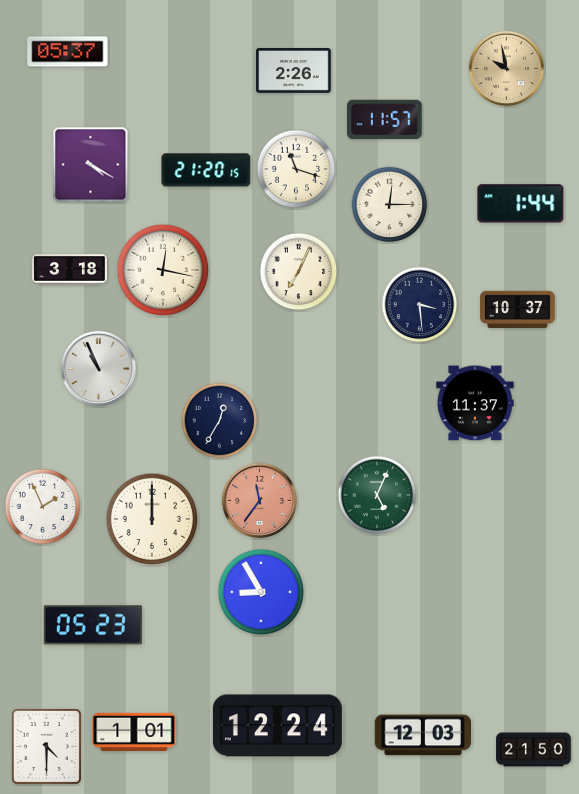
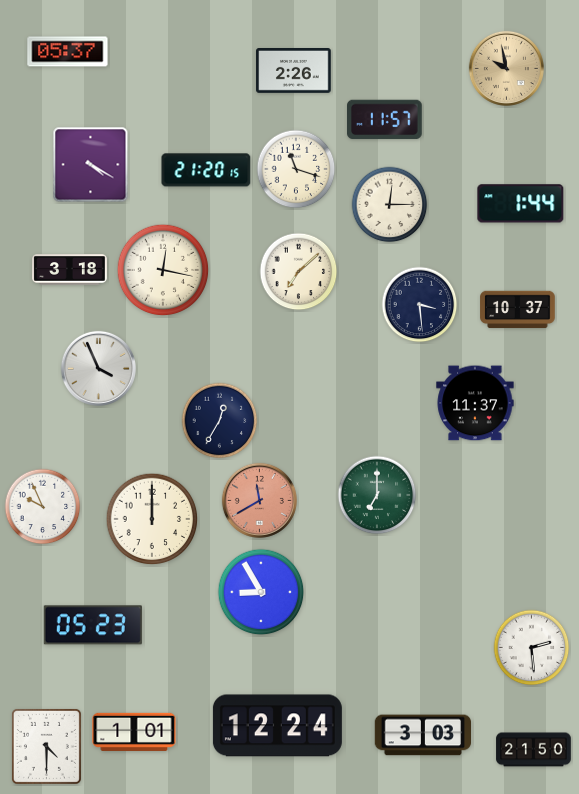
clock at (299, 272): 7:04 -> 7:08
clock at (98, 368): 10:56 -> 3:56
clock at (377, 495): 5:04 -> 7:00
clock at (259, 500): 11:36 -> 11:40
clock at (43, 507): 1:56 -> 9:56
clock at (532, 648): none -> 2:29
clock at (422, 735): 12:03 -> 3:03
